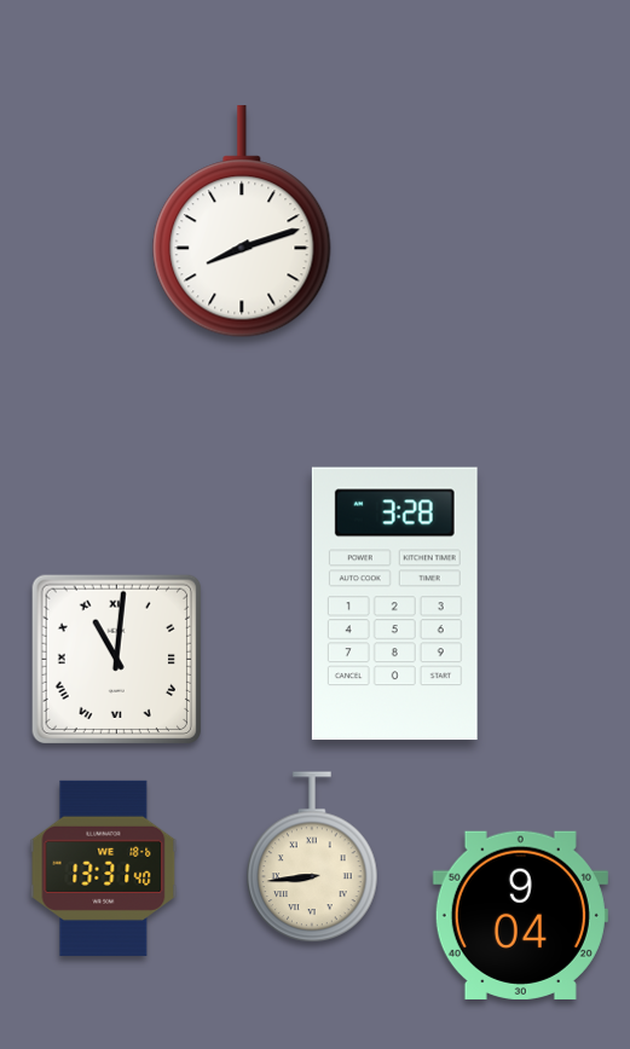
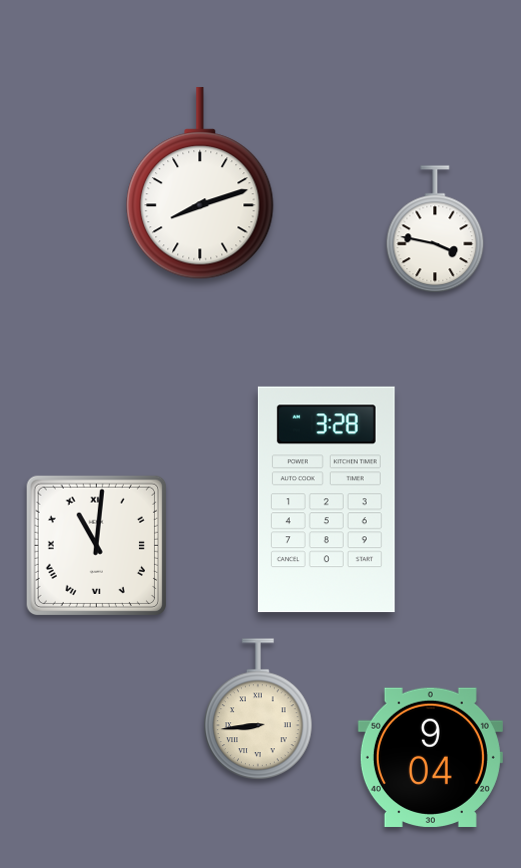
clock at (435, 230): none -> 3:47
clock at (104, 868): 13:31 -> none
